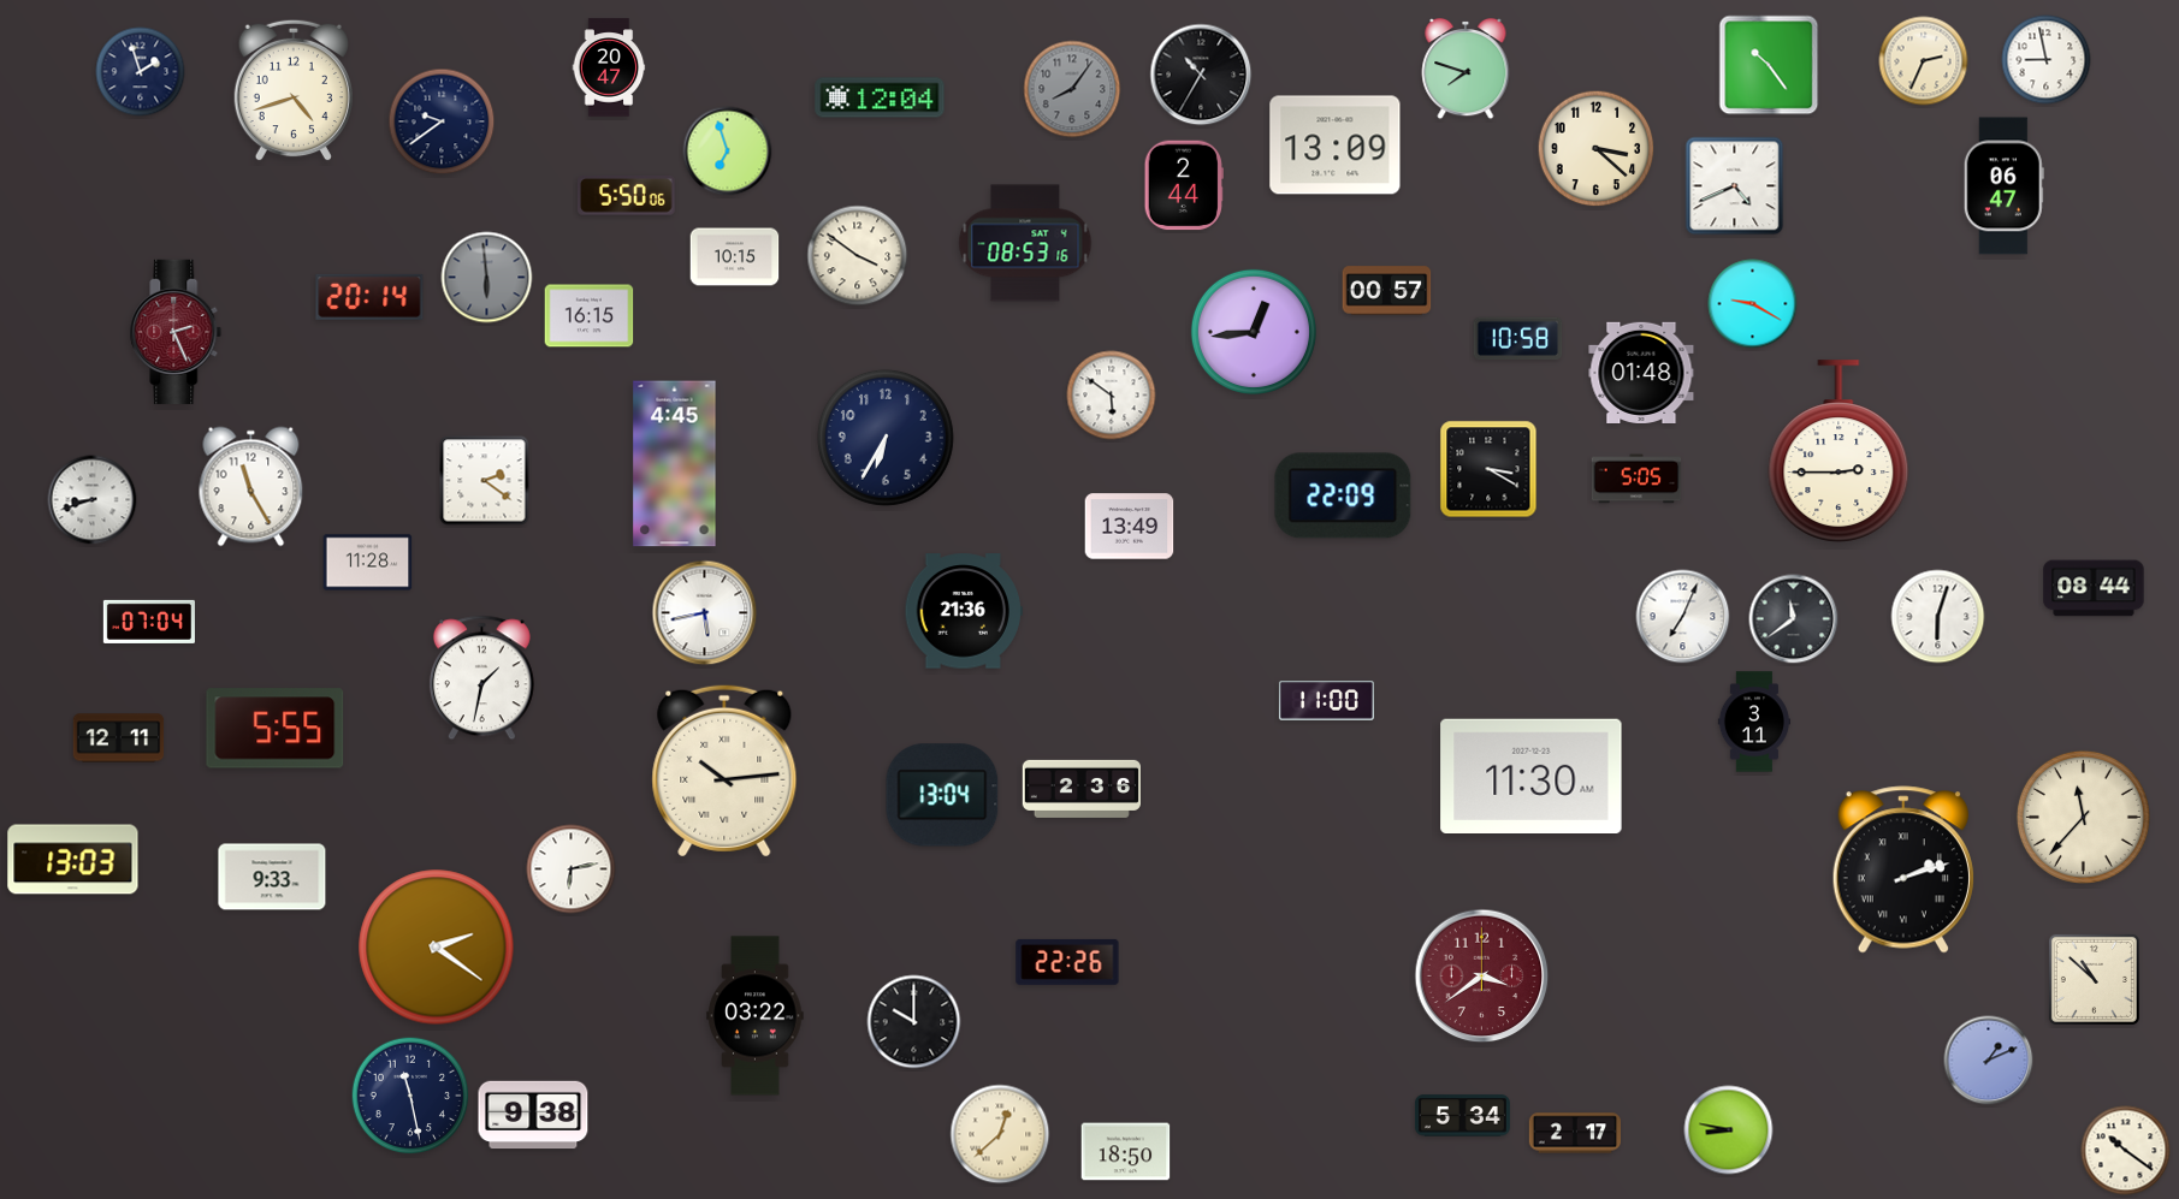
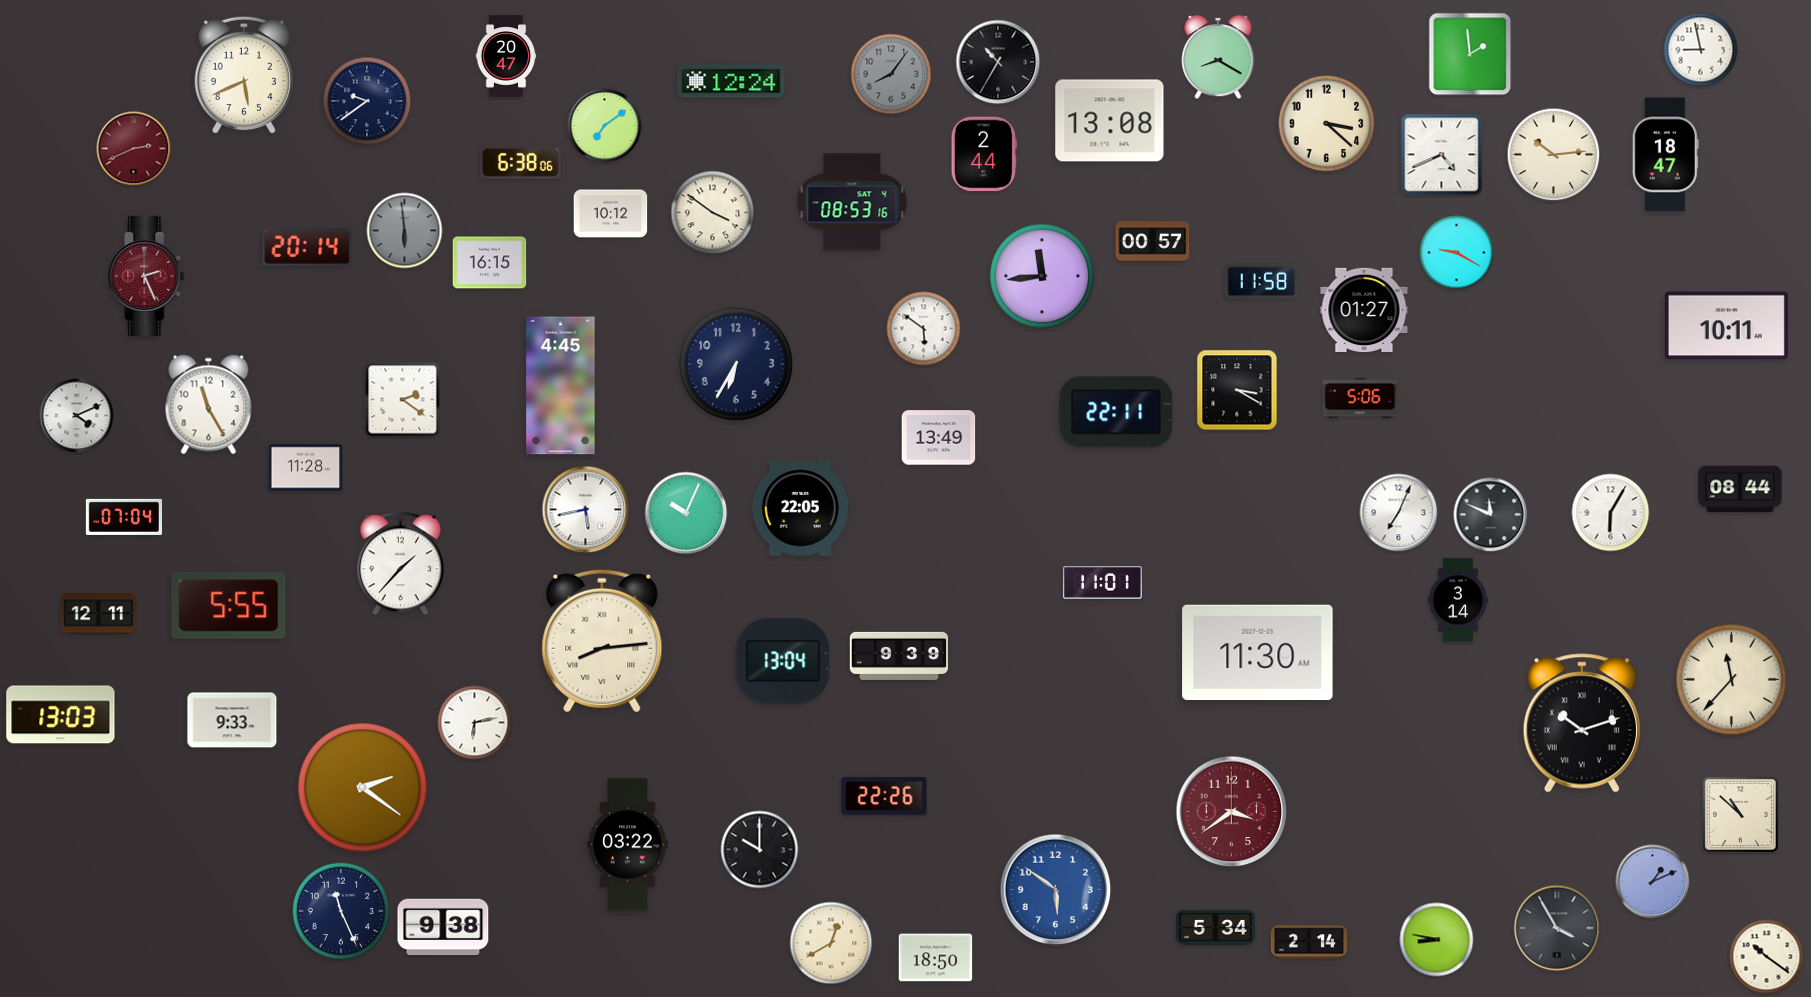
clock at (1924, 61): 2:34 -> none
clock at (1769, 65): 10:24 -> 1:59
clock at (1466, 69): 7:48 -> 8:20
clock at (141, 72): 1:57 -> none
clock at (292, 90): 4:42 -> 5:41
clock at (880, 97): 12:04 -> 12:24
clock at (1336, 146): 13:09 -> 13:08
clock at (728, 152): 6:57 -> 7:09
clock at (134, 149): none -> 2:41
clock at (1554, 155): none -> 10:14
clock at (2003, 186): 06:47 -> 18:47
clock at (627, 196): 5:50 -> 6:38
clock at (735, 257): 10:15 -> 10:12
clock at (1254, 332): 12:44 -> 11:44
clock at (1518, 338): 10:58 -> 11:58
clock at (1641, 372): 01:48 -> 01:27
clock at (1726, 326): none -> 10:11
clock at (1838, 451): 2:45 -> none
clock at (1636, 479): 5:05 -> 5:06
clock at (1343, 495): 22:09 -> 22:11
clock at (93, 500): 8:42 -> 4:11
clock at (964, 611): 21:36 -> 22:05
clock at (686, 513): none -> 10:04
clock at (1938, 617): 6:03 -> 6:05
clock at (1794, 619): 11:39 -> 11:49
clock at (481, 678): 1:32 -> 1:37
clock at (1326, 701): 11:00 -> 11:01
clock at (1754, 722): 3:11 -> 3:14
clock at (724, 771): 10:14 -> 8:14
clock at (1532, 776) position: (1532, 776) -> (1258, 652)
clock at (1080, 789): 2:36 -> 9:39
clock at (1903, 869): 2:12 -> 10:12
clock at (272, 877) position: (272, 877) -> (232, 720)
clock at (1067, 962) position: (1067, 962) -> (884, 796)
clock at (1056, 890): none -> 5:51
clock at (410, 1096): 11:28 -> 11:26
clock at (1557, 928): none -> 3:55
clock at (1574, 1133): 2:17 -> 2:14
clock at (1000, 1134): 12:38 -> 12:40
